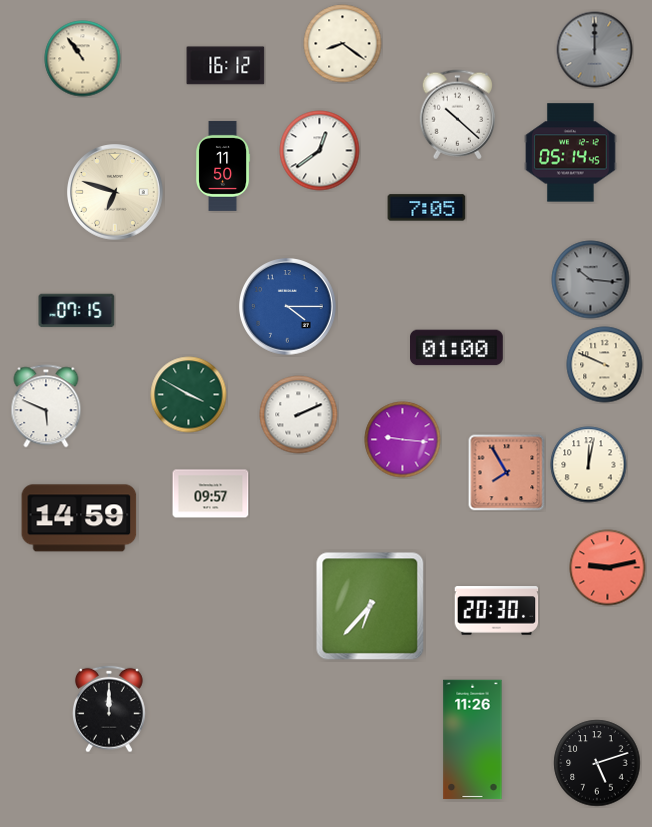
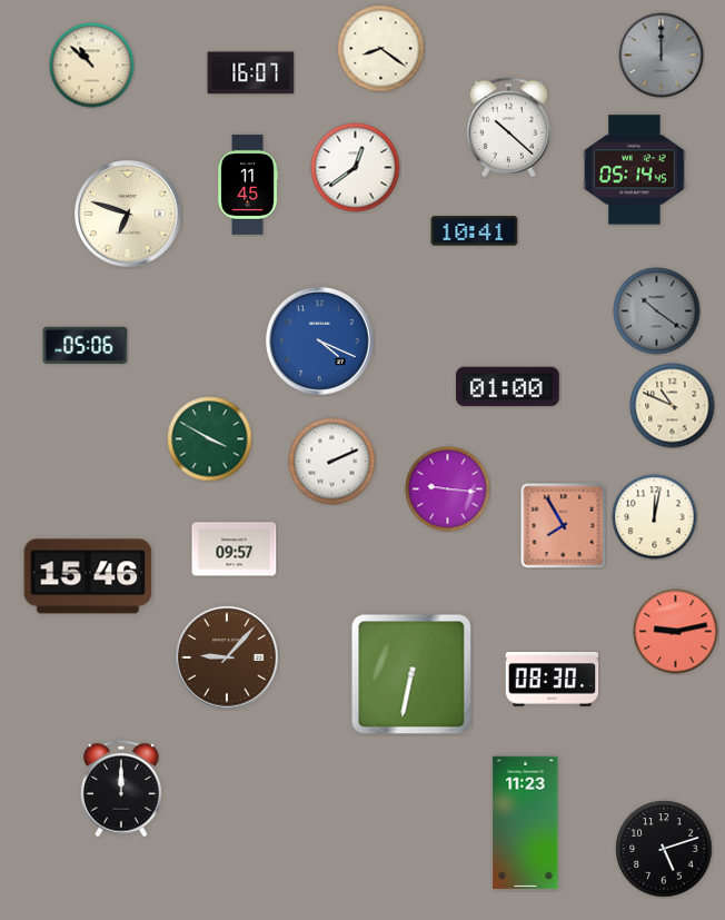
clock at (83, 59): 10:54 -> 10:52
clock at (226, 66): 16:12 -> 16:07
clock at (224, 166): 11:50 -> 11:45
clock at (427, 208): 7:05 -> 10:41
clock at (591, 280): 10:16 -> 10:21
clock at (288, 307): 4:15 -> 4:19
clock at (77, 311): 07:15 -> 05:06
clock at (605, 365): 9:49 -> 10:49
clock at (46, 406): 5:49 -> none
clock at (79, 518): 14:59 -> 15:46
clock at (227, 657): none -> 9:07
clock at (370, 606): 6:37 -> 6:32
clock at (497, 611): 20:30 -> 08:30
clock at (473, 740): 11:26 -> 11:23
